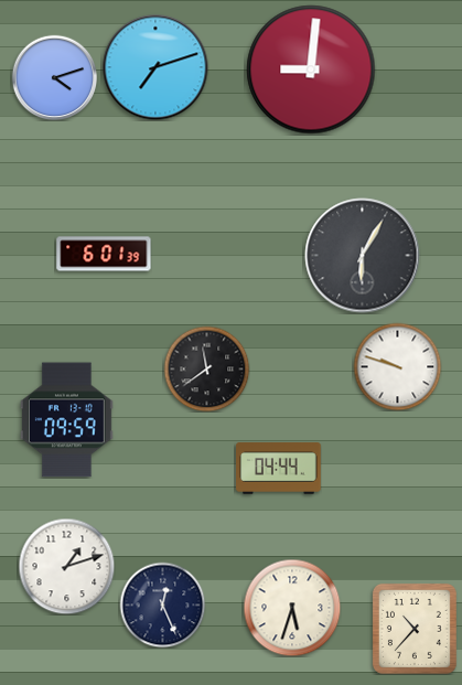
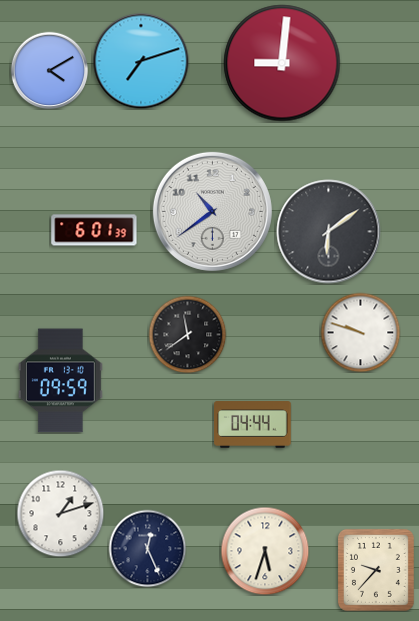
clock at (54, 77): 4:12 -> 4:10
clock at (212, 211): none -> 10:39
clock at (363, 256): 6:05 -> 6:09
clock at (415, 629): 10:37 -> 9:37
